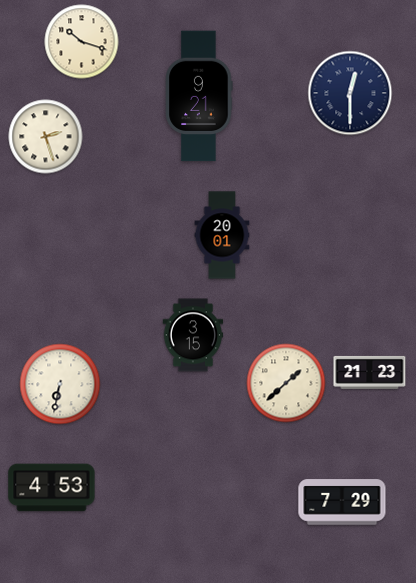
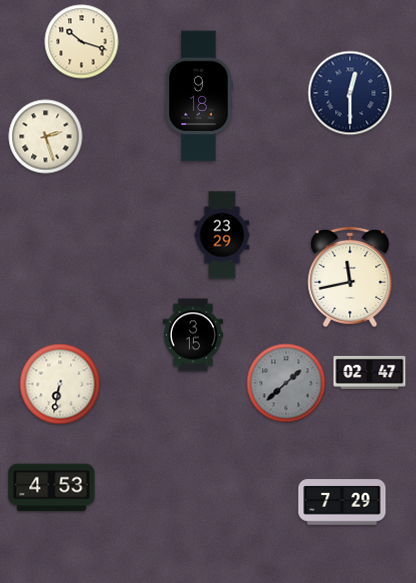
clock at (199, 96): 9:21 -> 9:18
clock at (222, 235): 20:01 -> 23:29
clock at (350, 277): none -> 11:43
clock at (370, 372): 21:23 -> 02:47
clock at (286, 383) dial: cream -> grey
